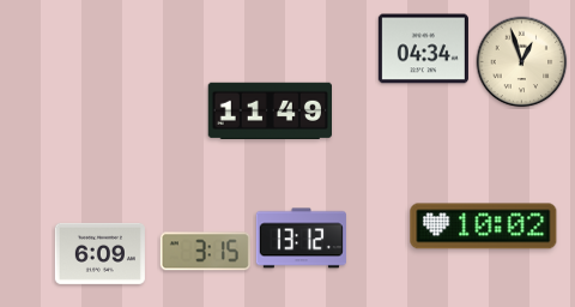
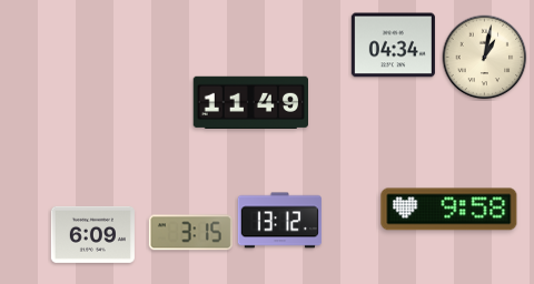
clock at (522, 62): 12:57 -> 1:02
clock at (484, 227): 10:02 -> 9:58
